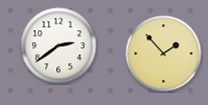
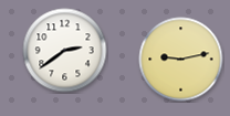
clock at (164, 54): 1:53 -> 9:13
